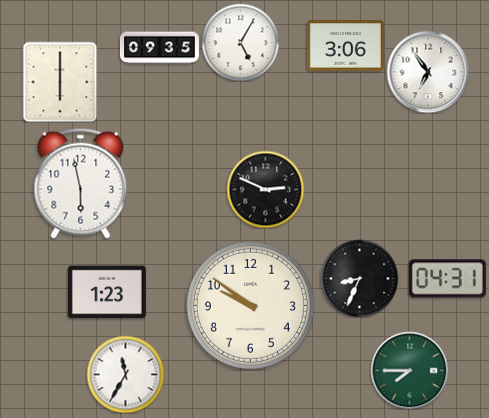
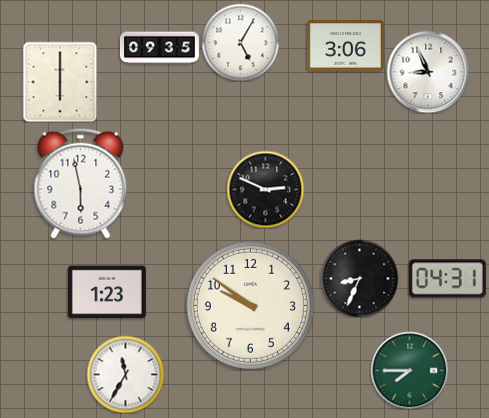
clock at (428, 72): 6:54 -> 8:56
